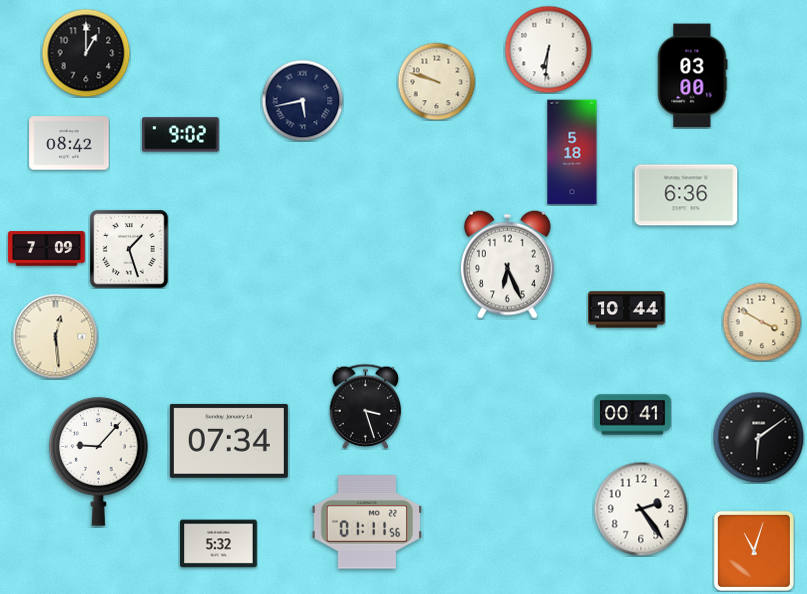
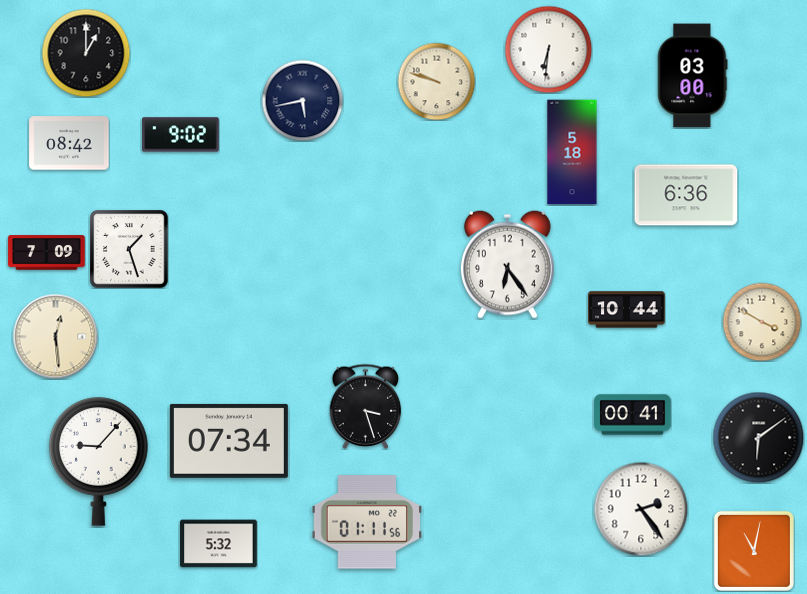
clock at (47, 249) position: (47, 249) -> (47, 253)
clock at (507, 264): 6:26 -> 6:24
clock at (754, 551): 11:03 -> 11:02
